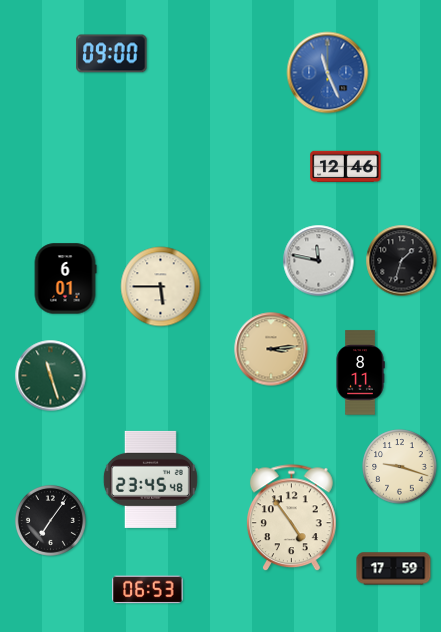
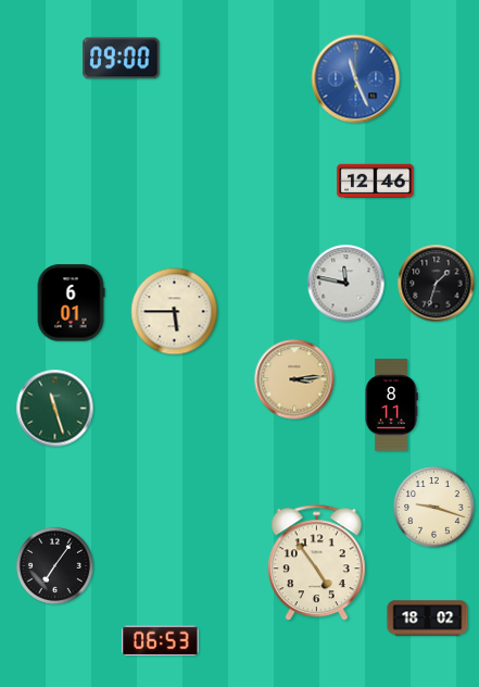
clock at (150, 479): 23:45 -> none
clock at (394, 569): 17:59 -> 18:02
